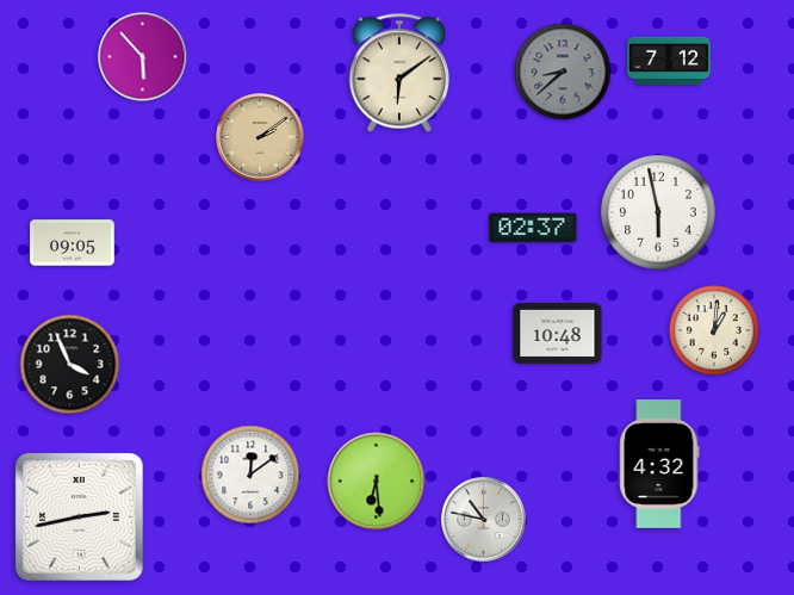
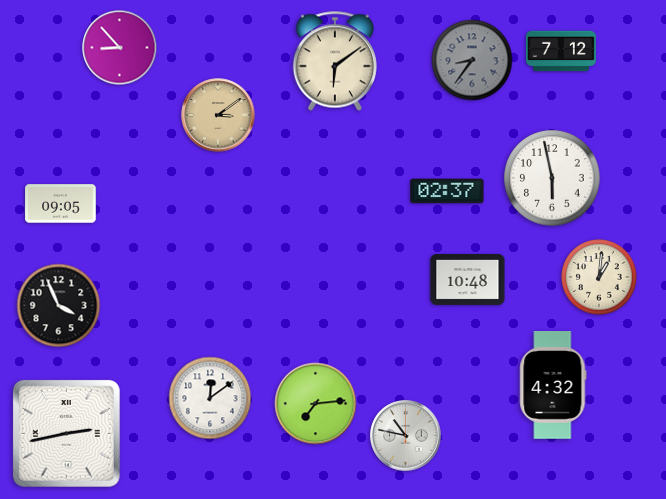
clock at (143, 57): 5:53 -> 8:53
clock at (563, 72): 8:38 -> 8:36
clock at (260, 137): 2:09 -> 3:09
clock at (659, 465) position: (659, 465) -> (553, 386)
clock at (377, 482): 6:29 -> 7:14
